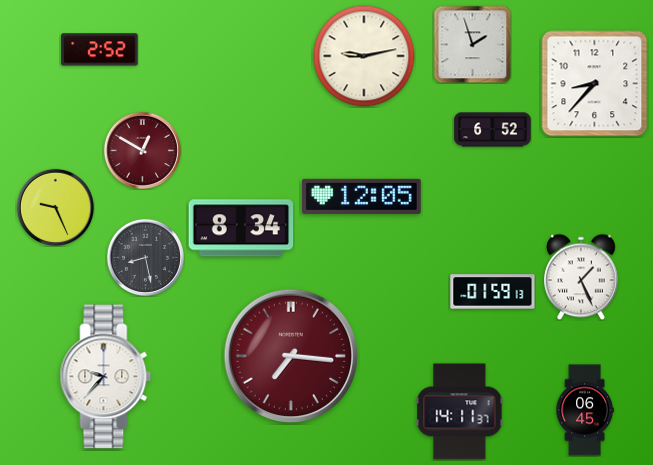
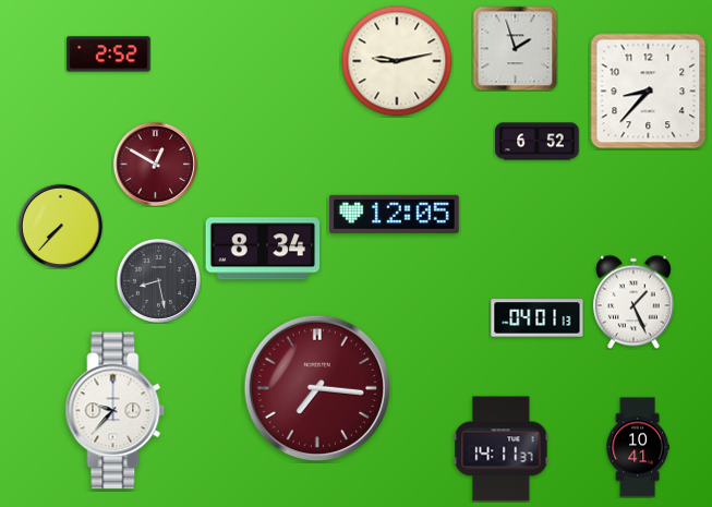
clock at (55, 207): 9:26 -> 7:37
clock at (493, 292): 01:59 -> 04:01
clock at (585, 410): 06:45 -> 10:41
